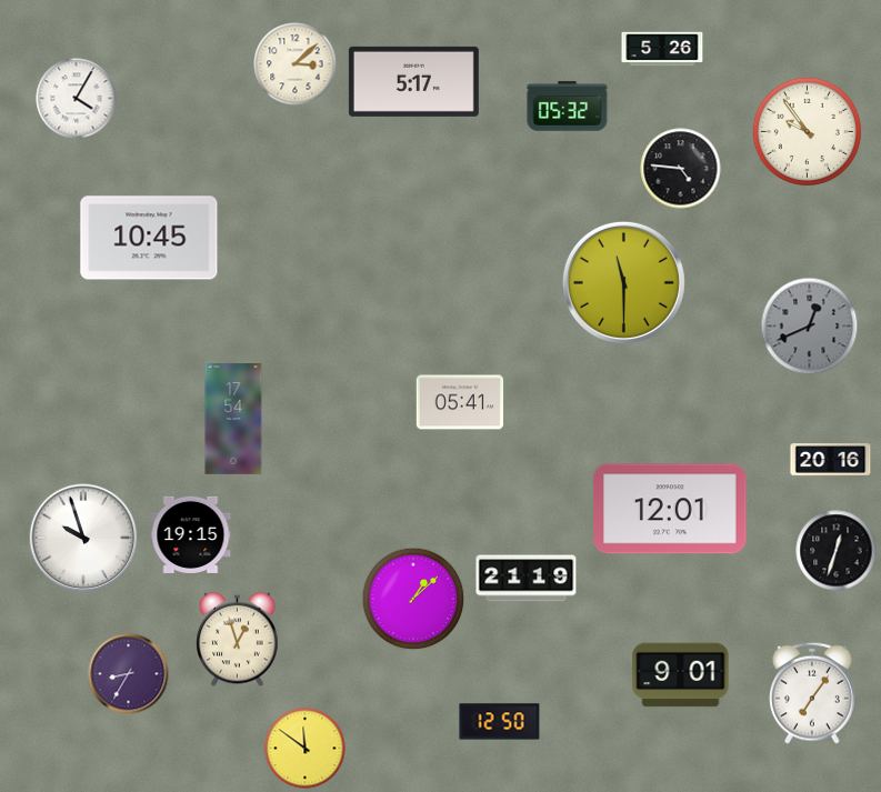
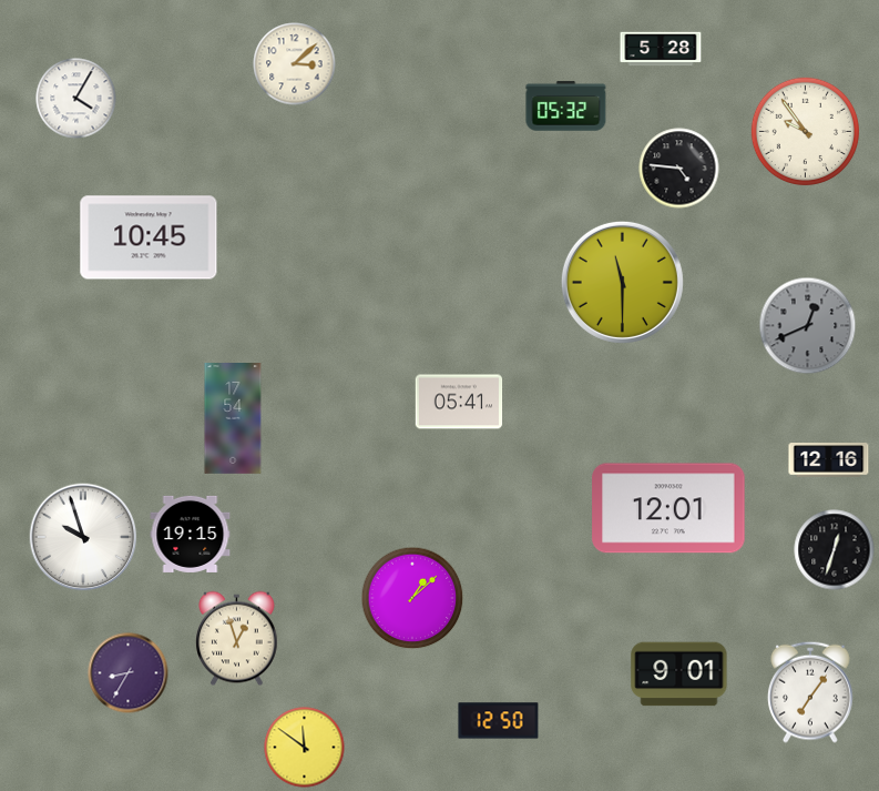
clock at (662, 49): 5:26 -> 5:28
clock at (413, 81): 5:17 -> none
clock at (831, 461): 20:16 -> 12:16
clock at (527, 579): 21:19 -> none
